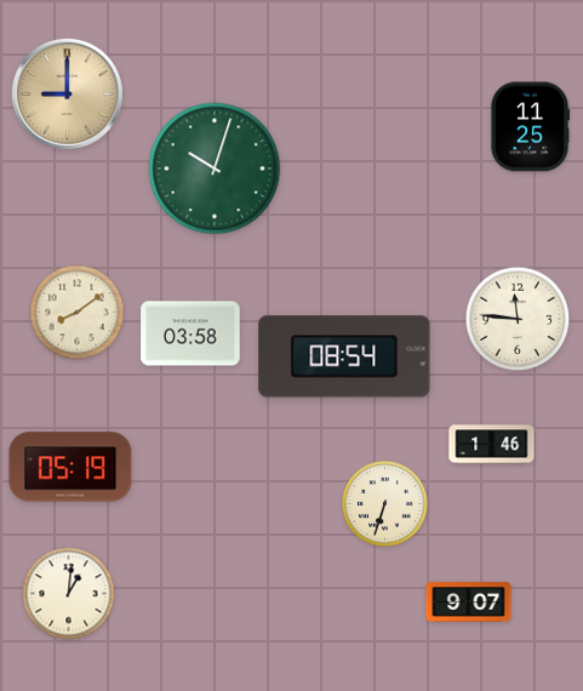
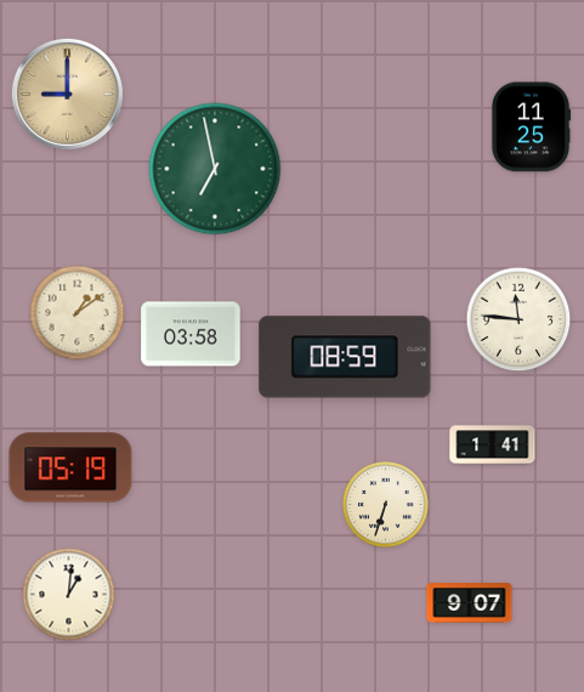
clock at (215, 169): 10:03 -> 6:58
clock at (78, 313): 8:09 -> 1:09
clock at (344, 356): 08:54 -> 08:59
clock at (492, 445): 1:46 -> 1:41
